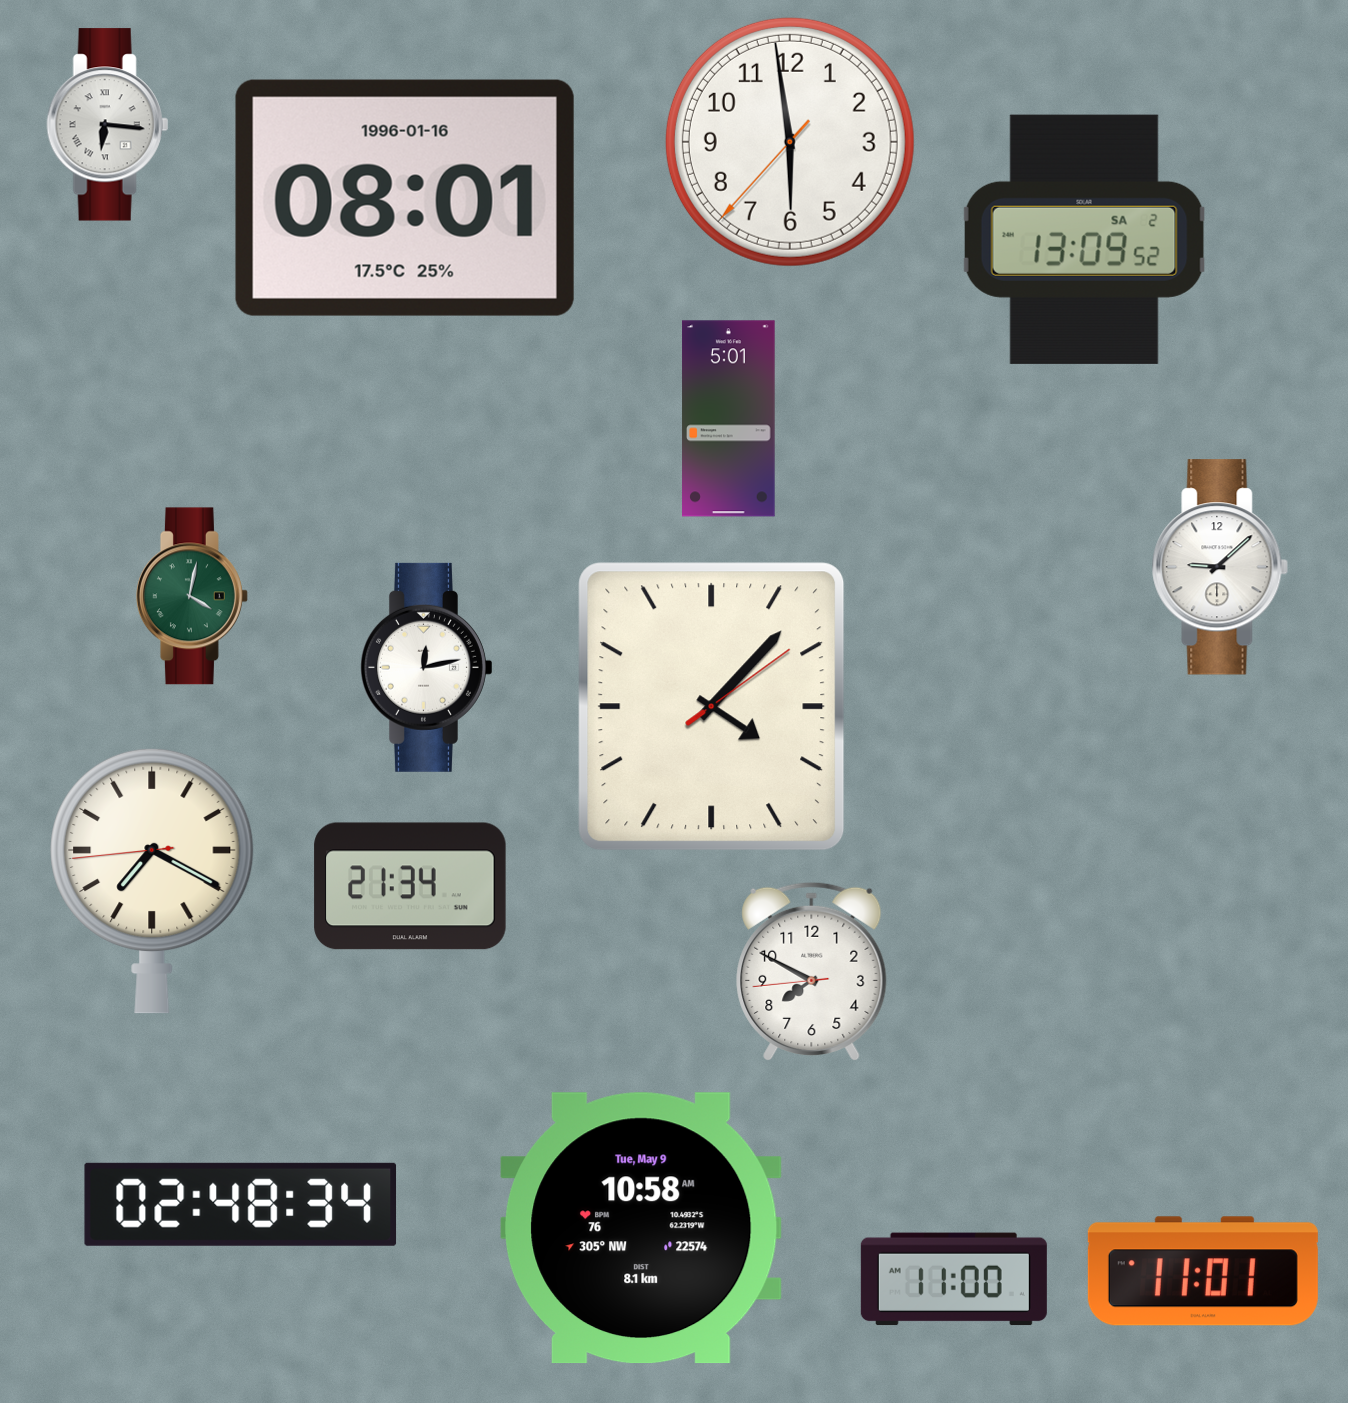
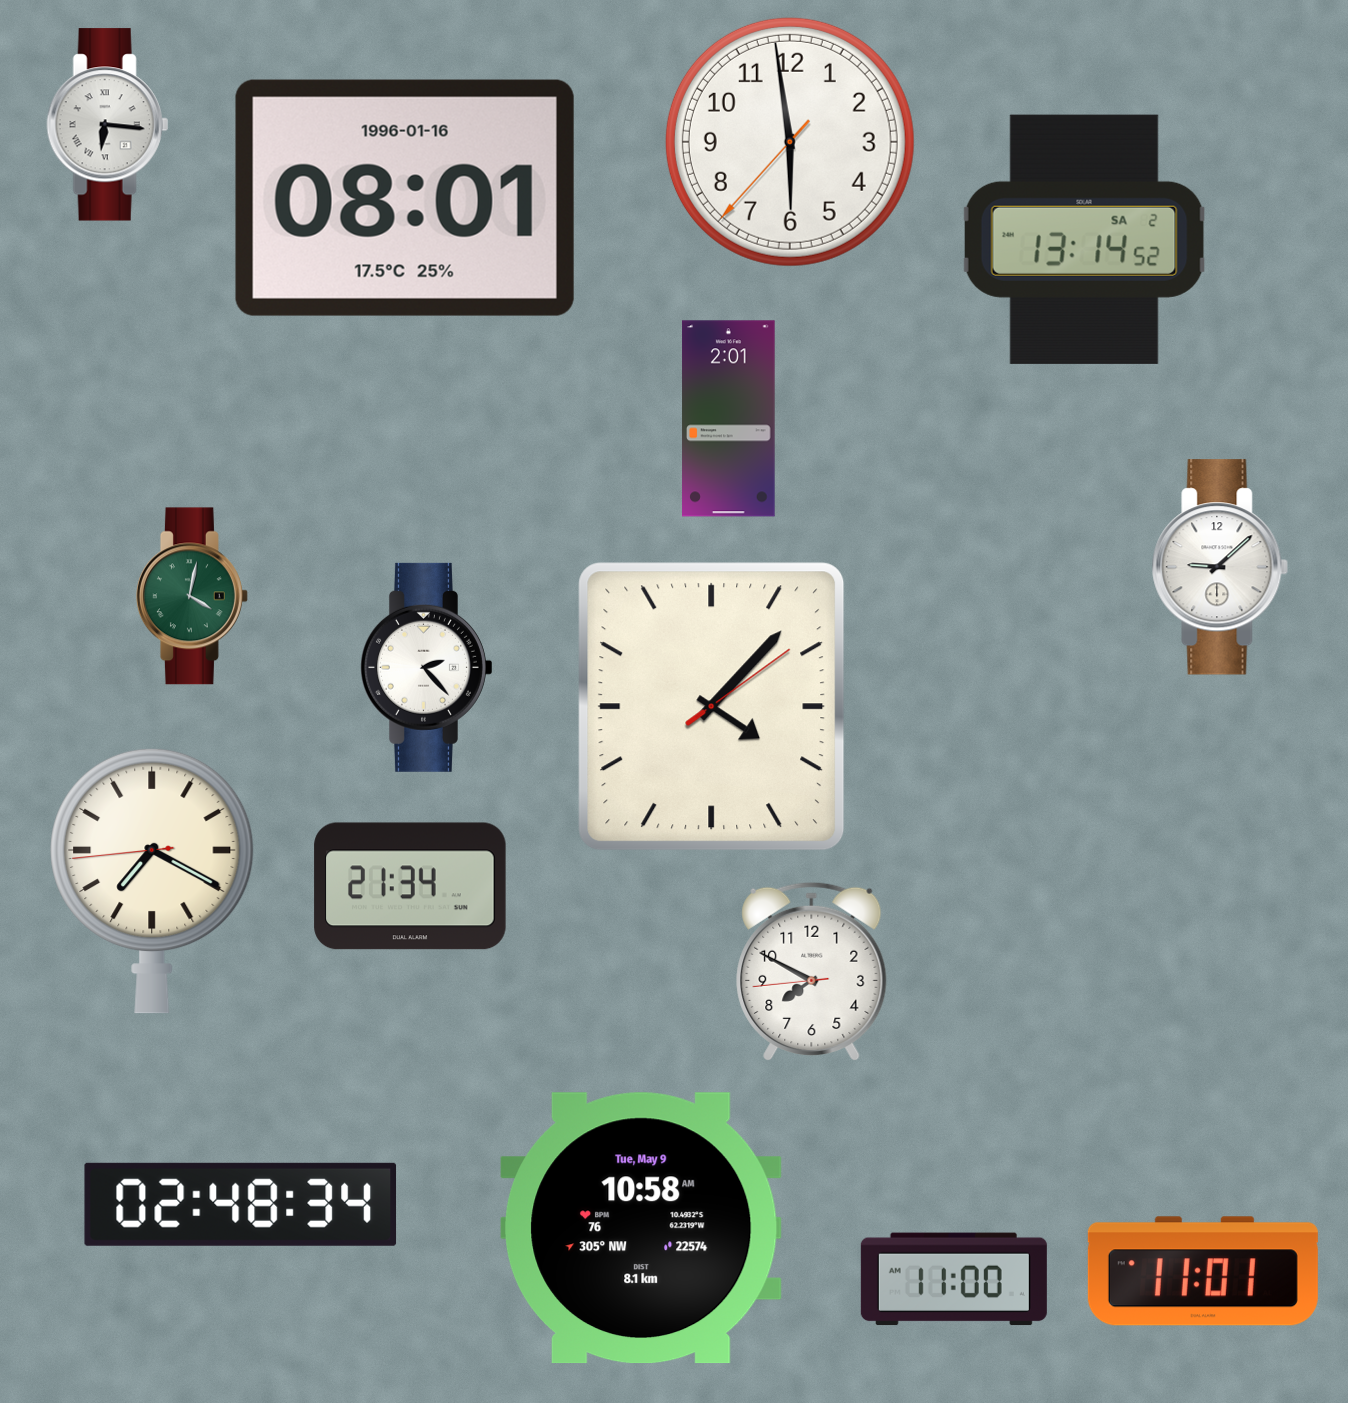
clock at (1085, 239): 13:09 -> 13:14
clock at (729, 419): 5:01 -> 2:01
clock at (426, 667): 12:13 -> 2:23
